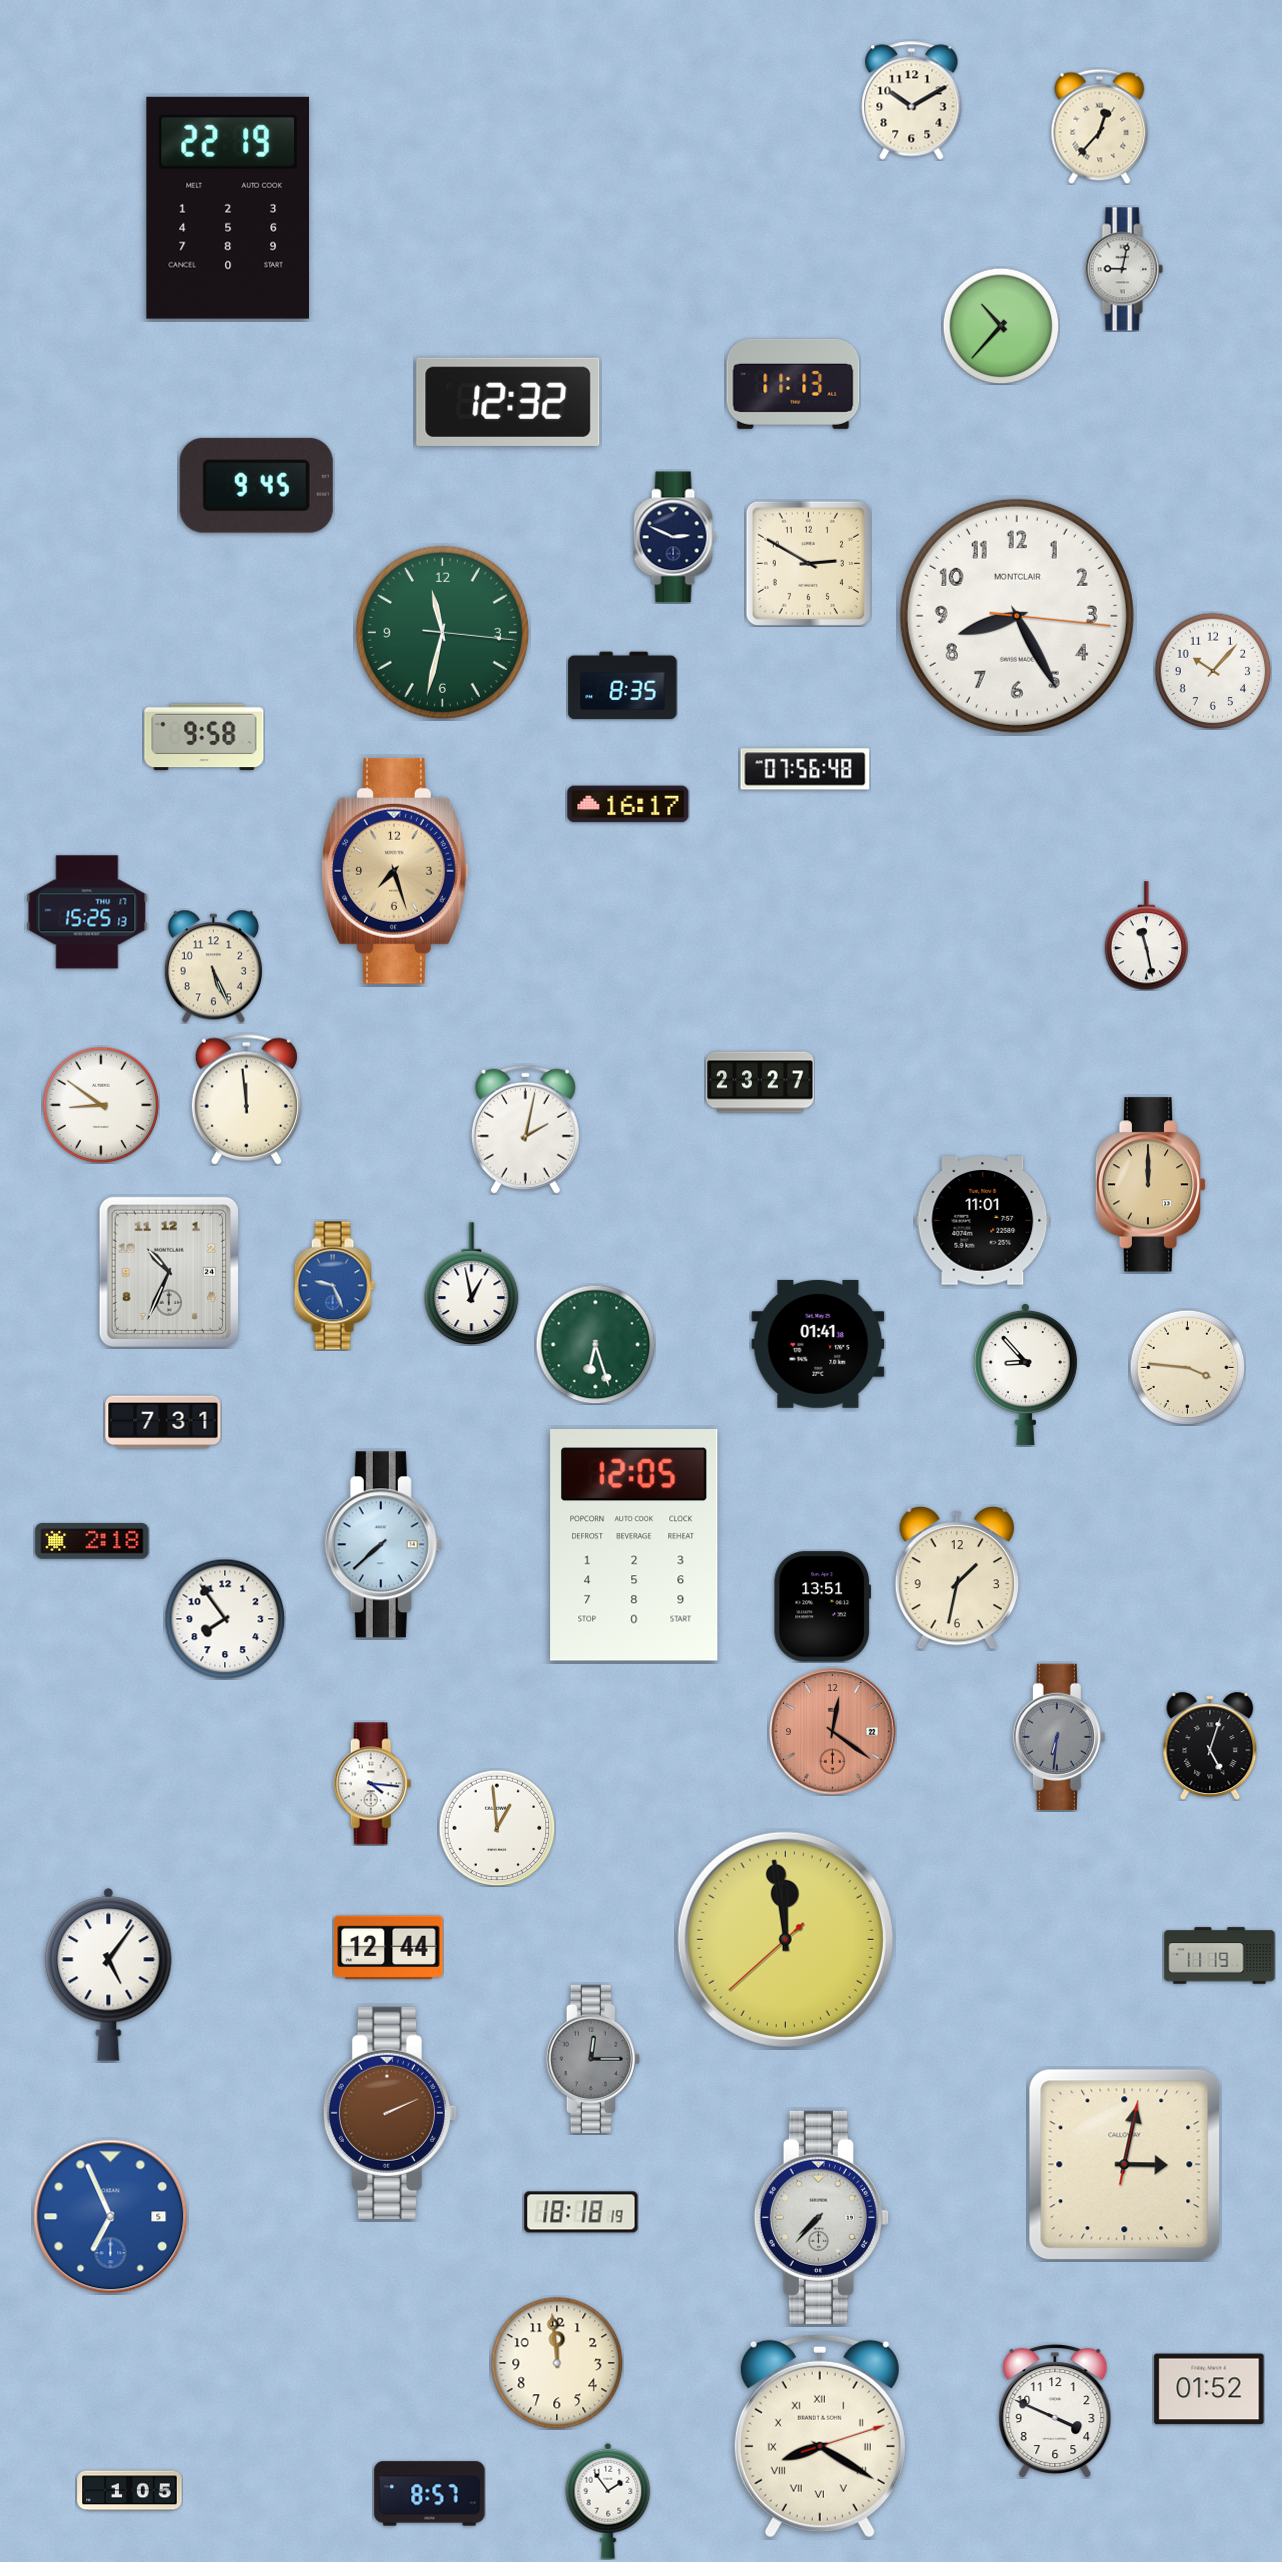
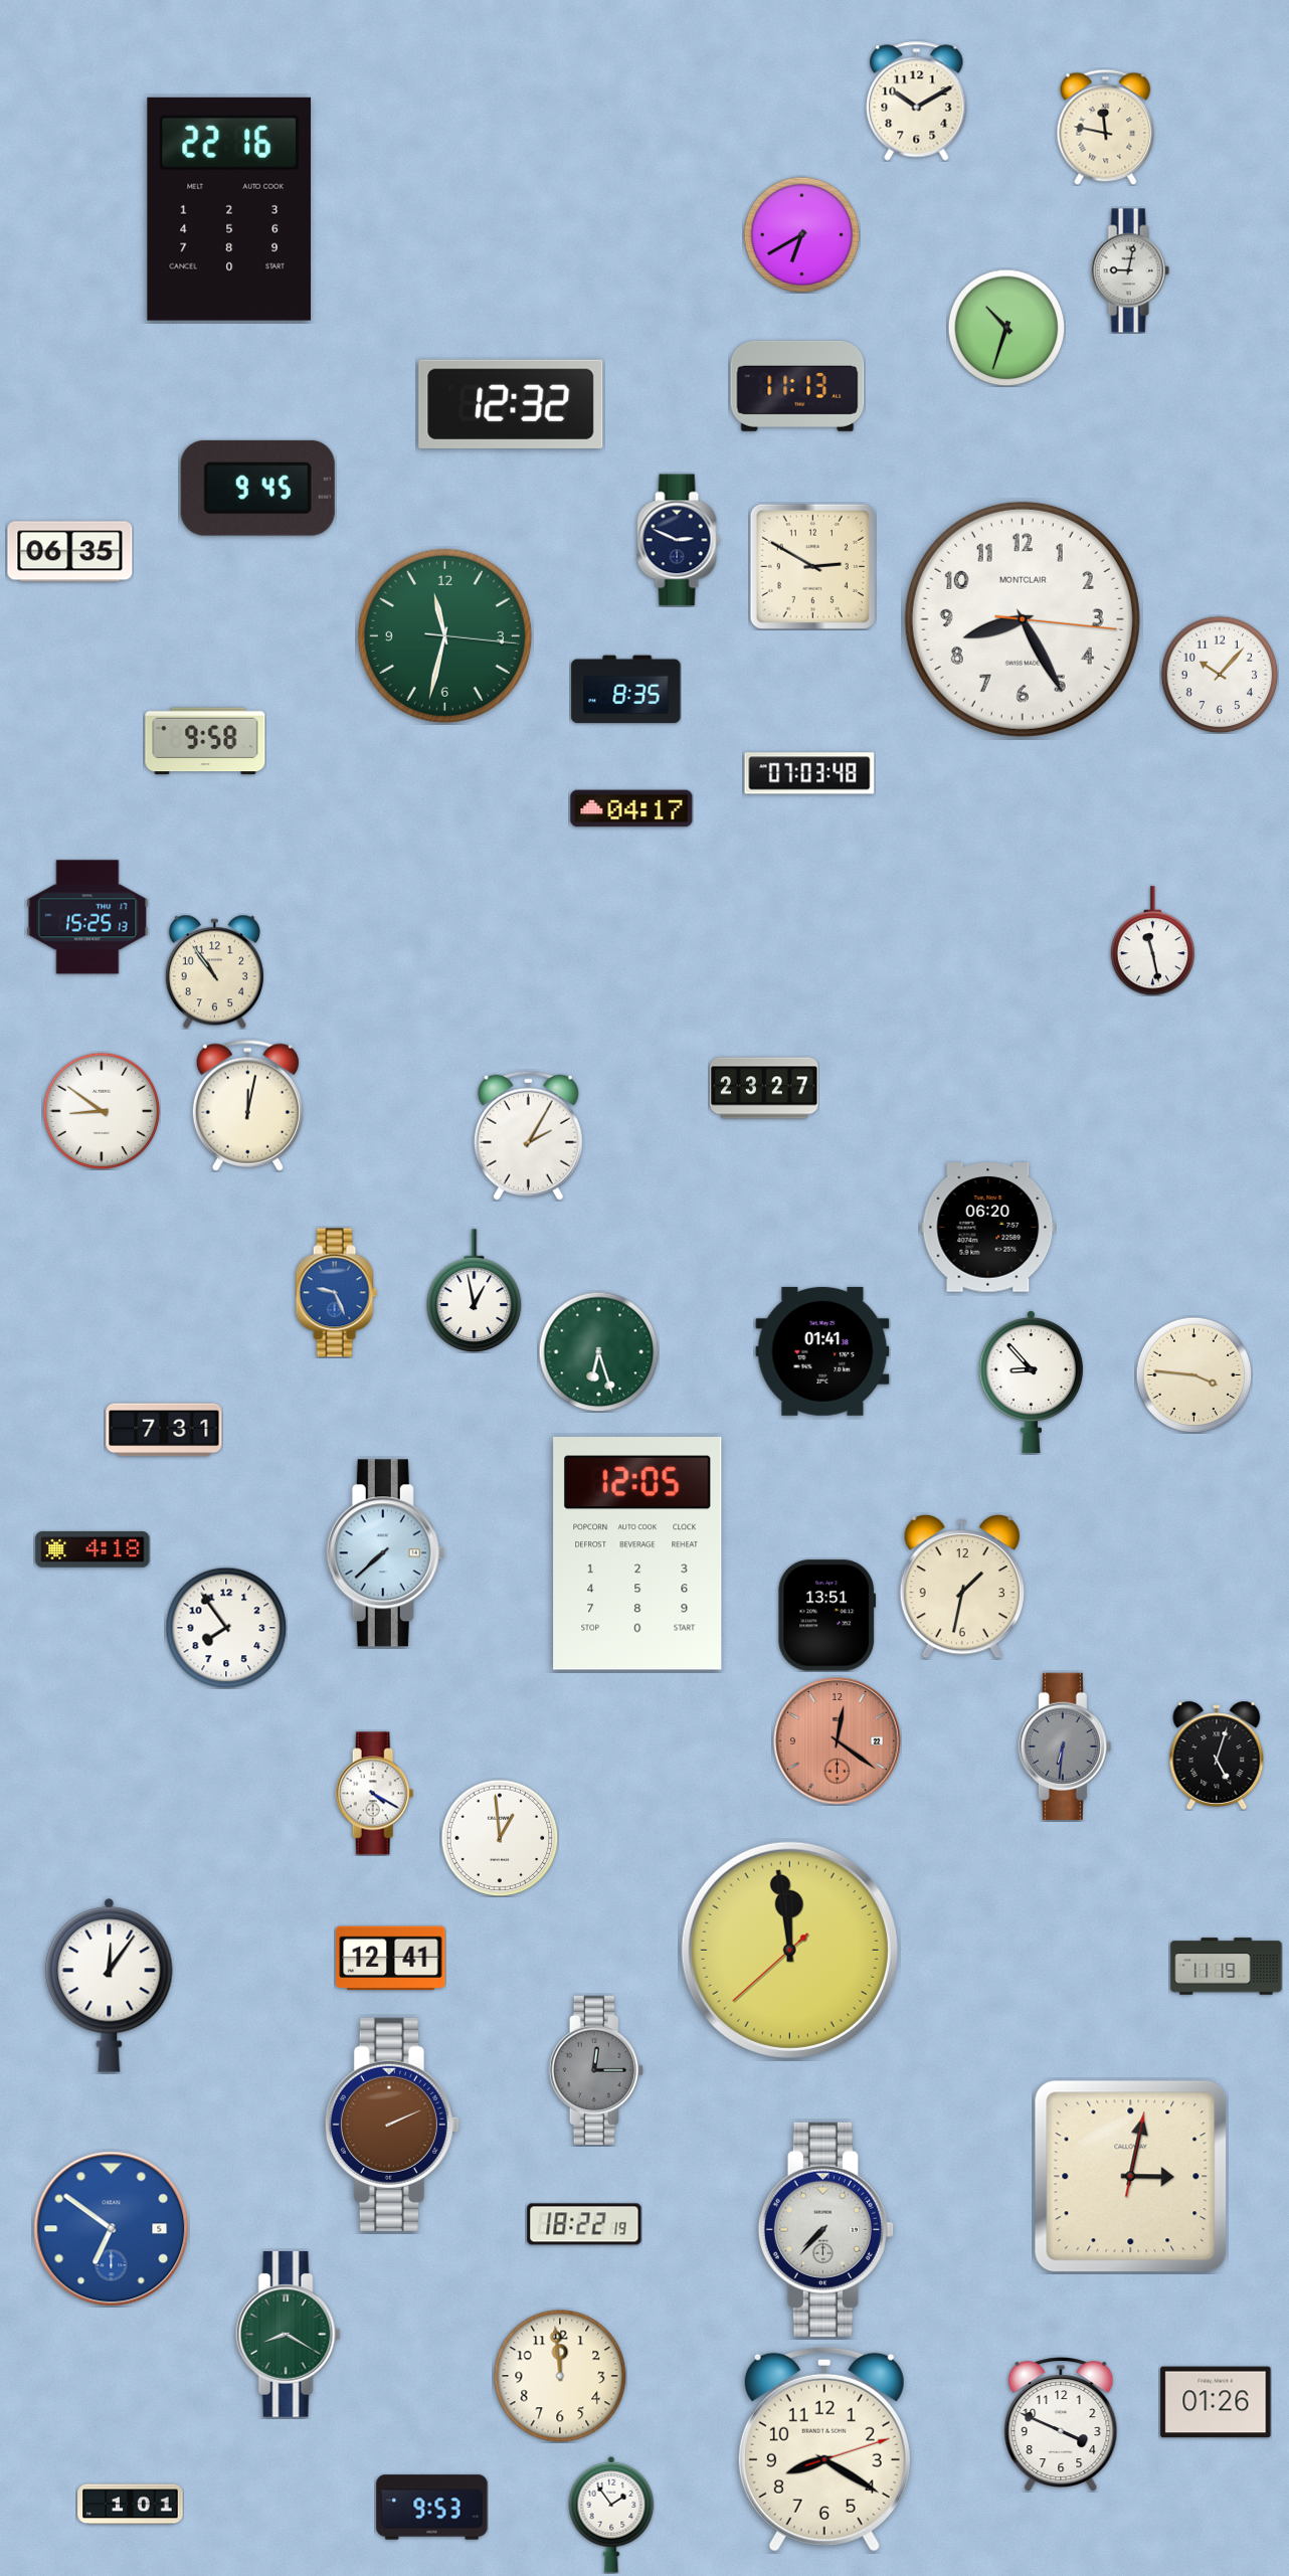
clock at (1100, 126): 12:37 -> 11:47
clock at (227, 208): 22:19 -> 22:16
clock at (801, 234): none -> 6:40
clock at (1001, 326): 10:37 -> 10:33
clock at (70, 552): none -> 06:35
clock at (805, 769): 07:56 -> 07:03
clock at (628, 804): 16:17 -> 04:17
clock at (396, 871): 7:27 -> none
clock at (213, 966): 5:26 -> 10:54
clock at (246, 1099): 11:59 -> 12:02
clock at (525, 1129): 2:02 -> 2:05
clock at (1151, 1185): 12:00 -> none
clock at (983, 1221): 11:01 -> 06:20
clock at (169, 1272): 10:34 -> none
clock at (92, 1542): 2:18 -> 4:18
clock at (373, 1784): 4:16 -> 4:20
clock at (389, 1948): 12:44 -> 12:41
clock at (109, 1975): 5:06 -> 12:06
clock at (581, 2212): 18:18 -> 18:22
clock at (111, 2217): 6:56 -> 6:51
clock at (288, 2335): none -> 8:20
clock at (1209, 2389): 01:52 -> 01:26
clock at (820, 2436) numerals: Roman -> Arabic
clock at (130, 2491): 1:05 -> 1:01
clock at (430, 2494): 8:57 -> 9:53
